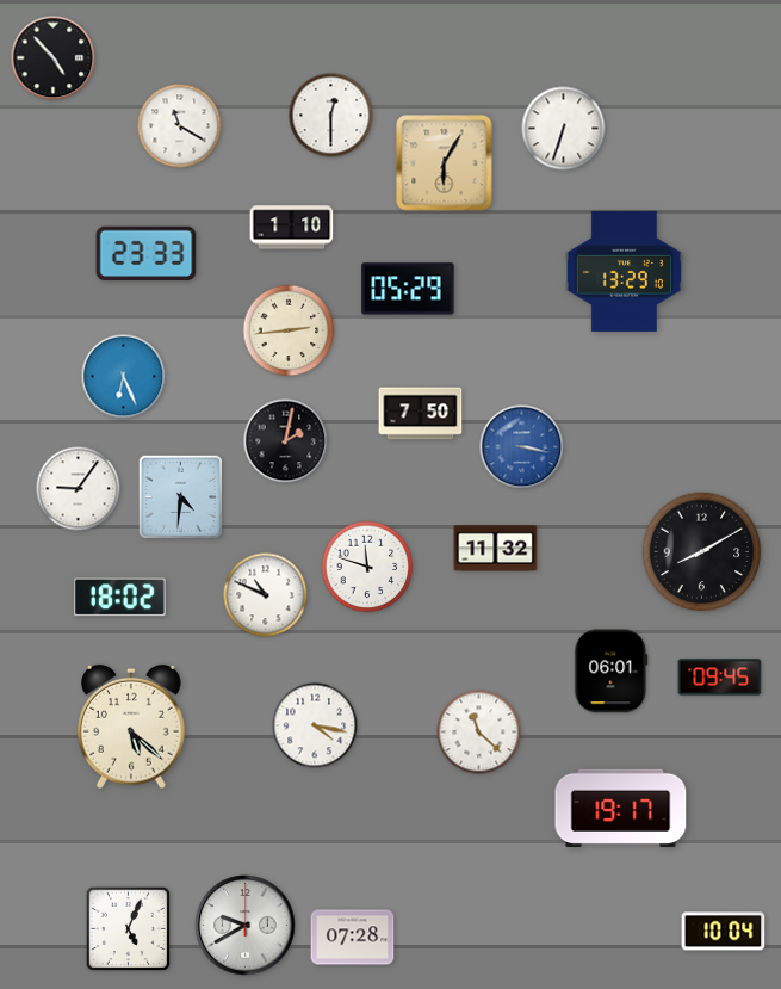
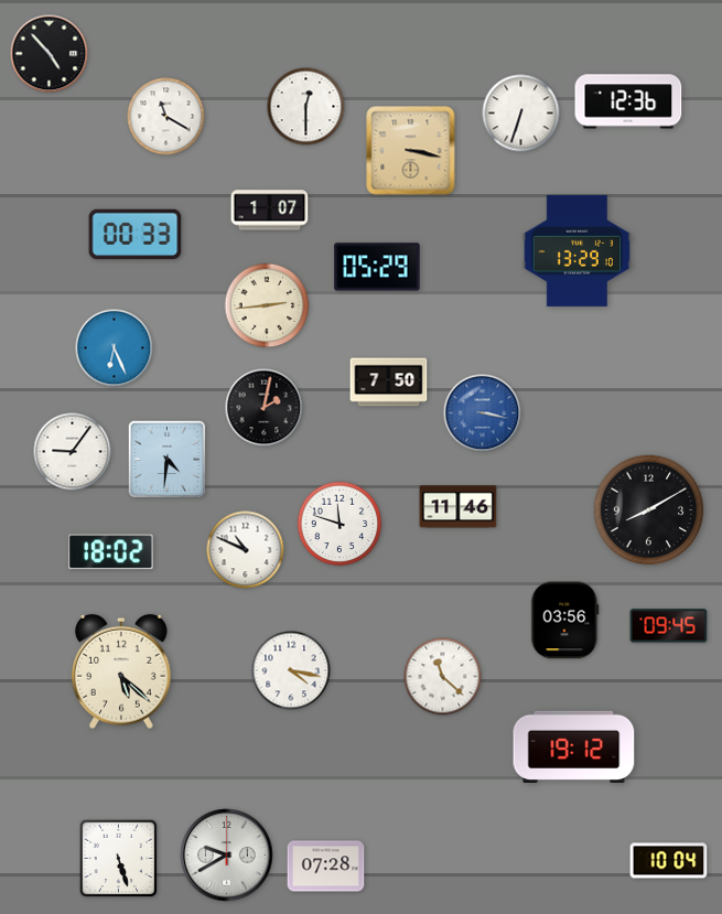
clock at (628, 101): none -> 12:36
clock at (564, 129) position: (564, 129) -> (521, 114)
clock at (445, 163): 6:05 -> 3:17
clock at (292, 228): 1:10 -> 1:07
clock at (147, 254): 23:33 -> 00:33
clock at (496, 549): 11:32 -> 11:46
clock at (612, 672): 06:01 -> 03:56
clock at (720, 678) position: (720, 678) -> (669, 626)
clock at (621, 808): 19:17 -> 19:12
clock at (129, 929): 5:04 -> 5:27
